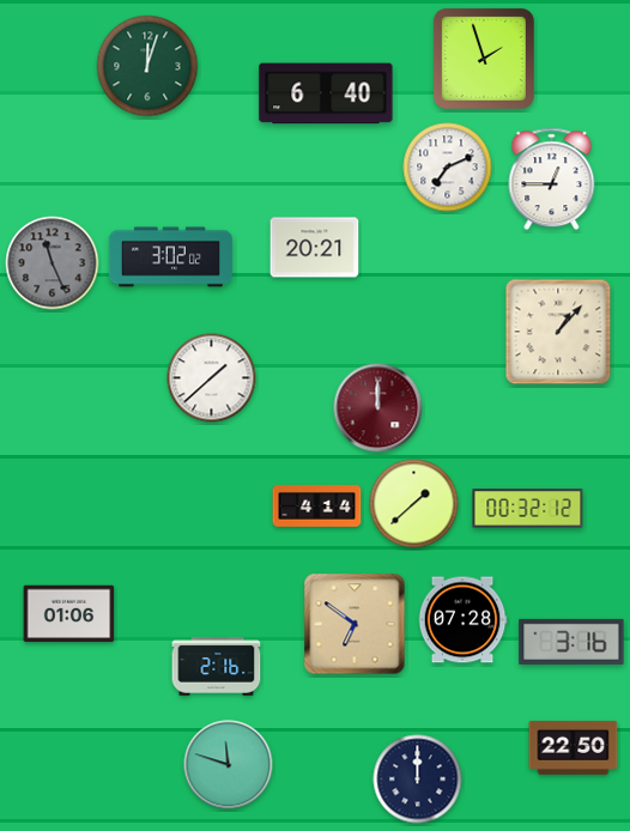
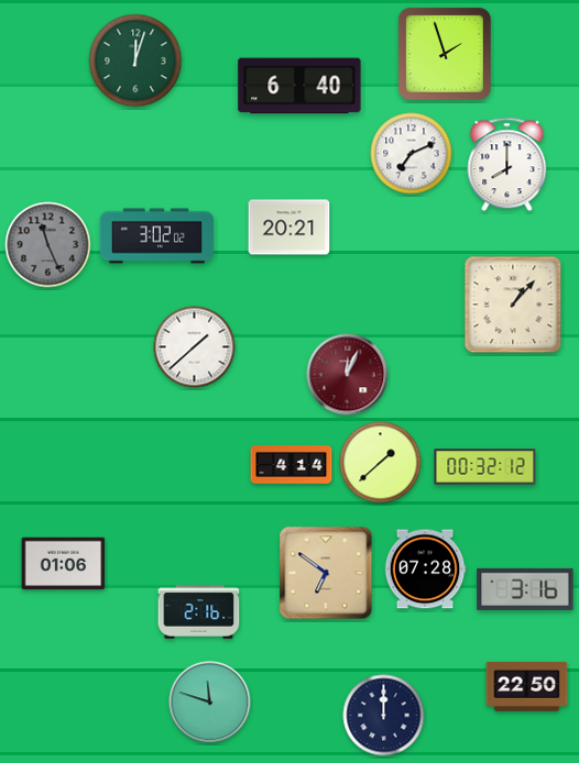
clock at (552, 180): 12:45 -> 8:00
clock at (53, 263) position: (53, 263) -> (48, 245)
clock at (378, 408): 12:00 -> 12:04
